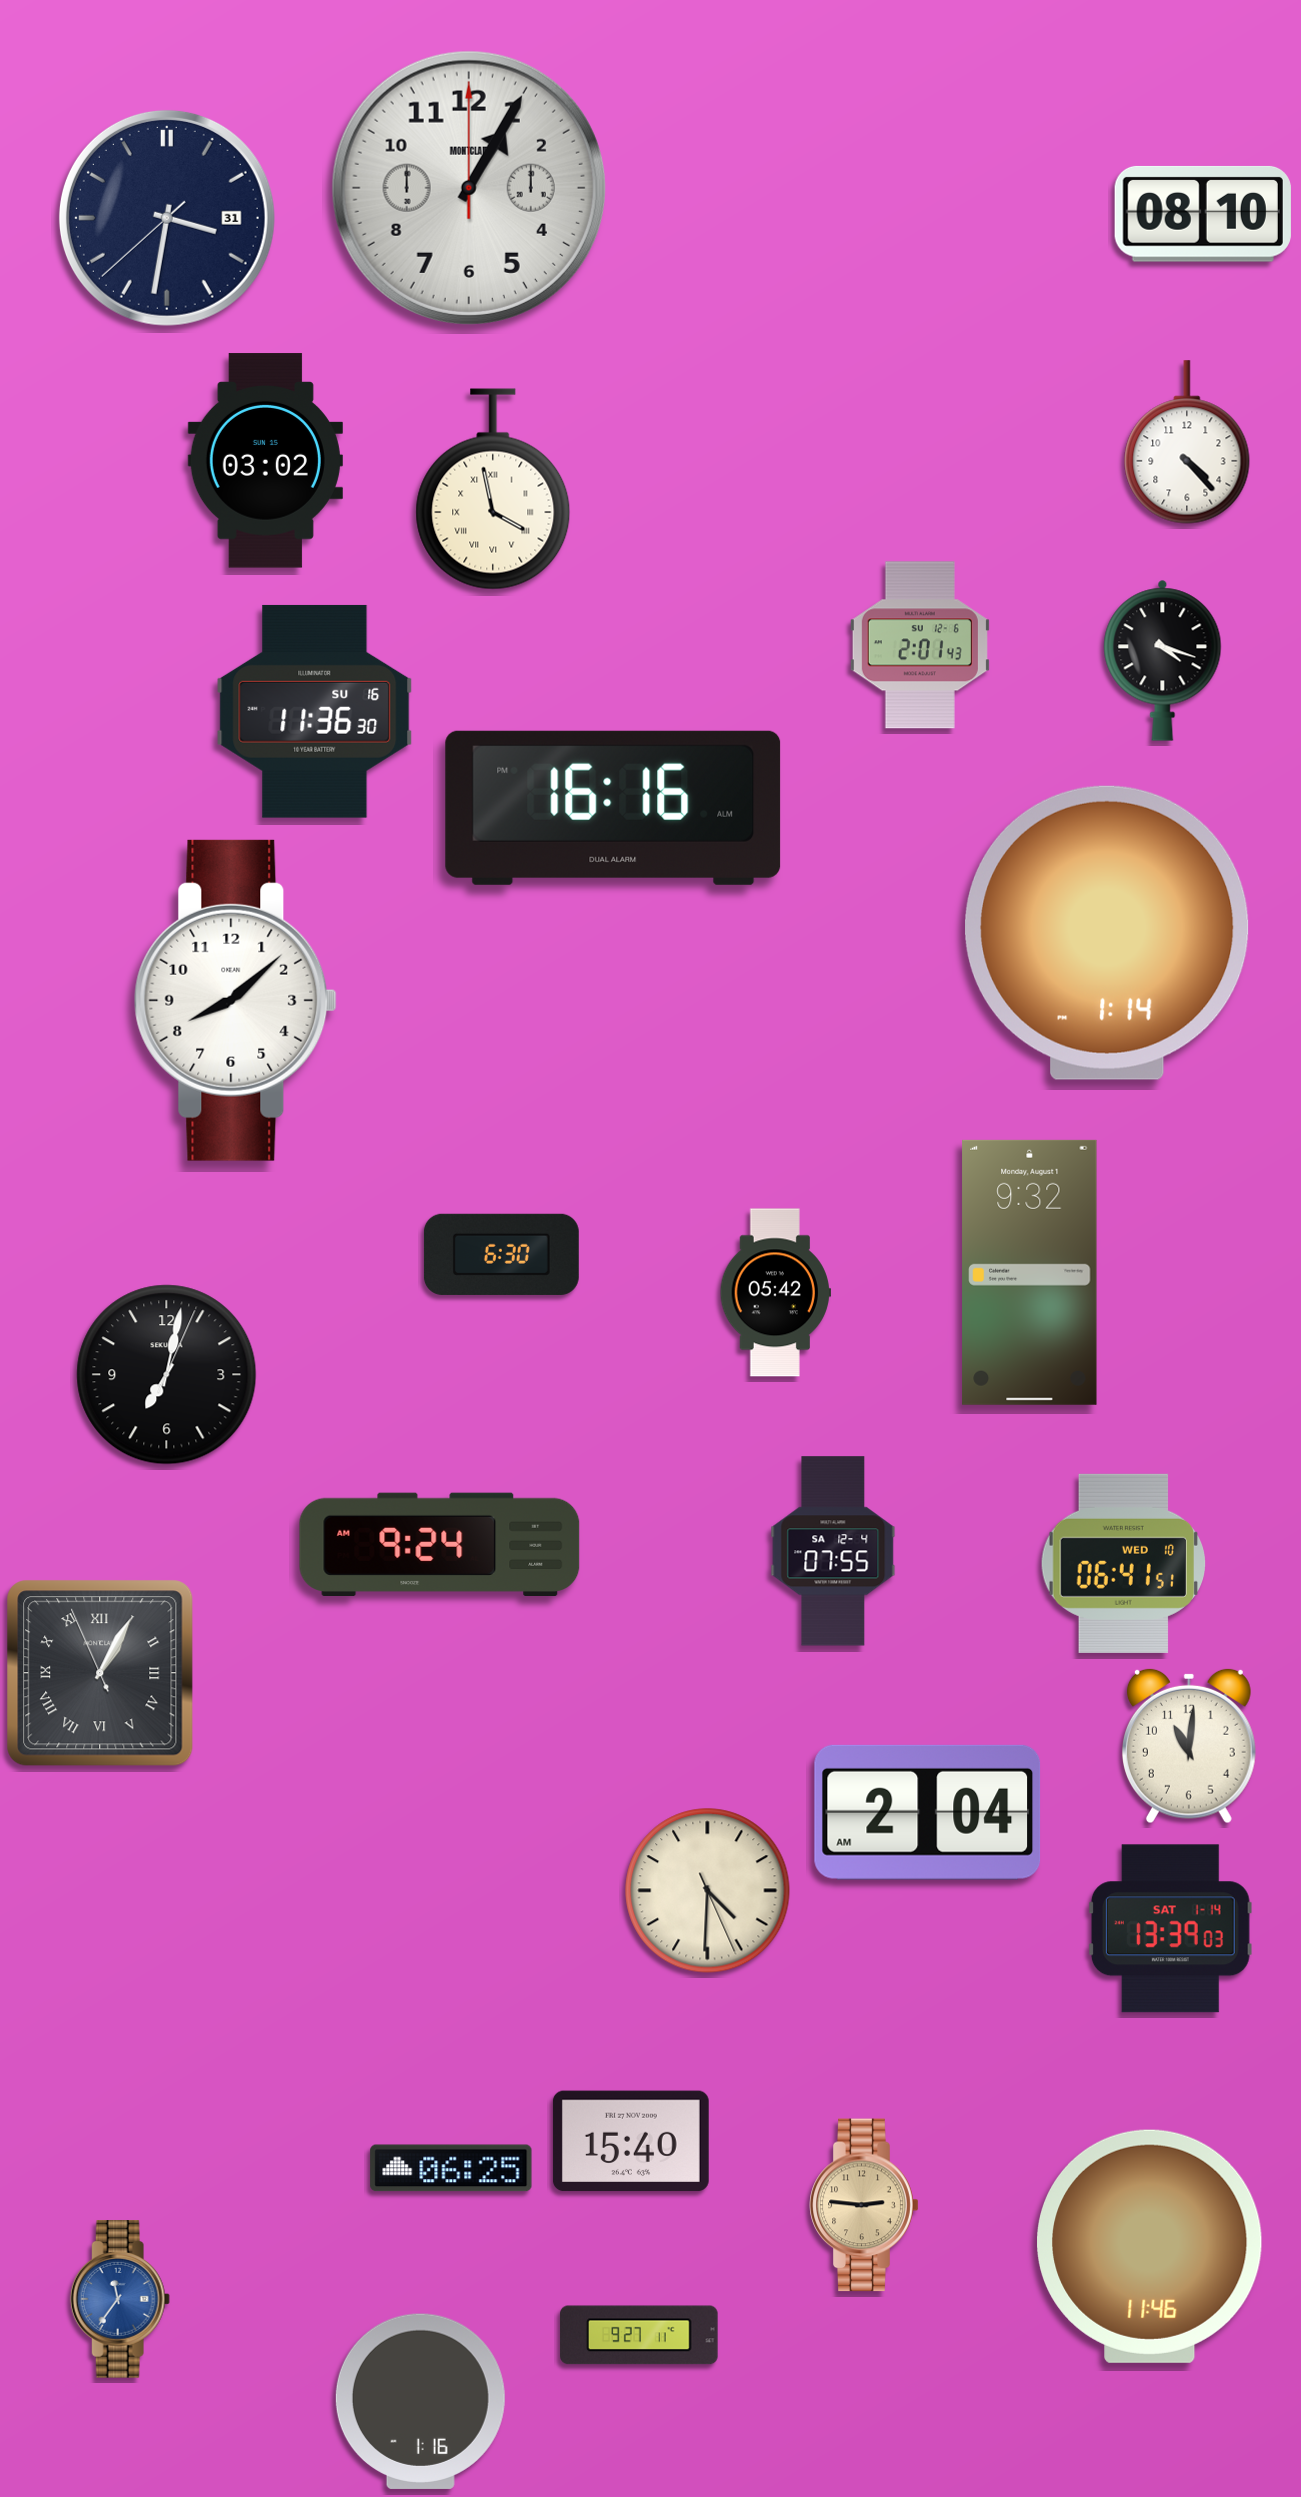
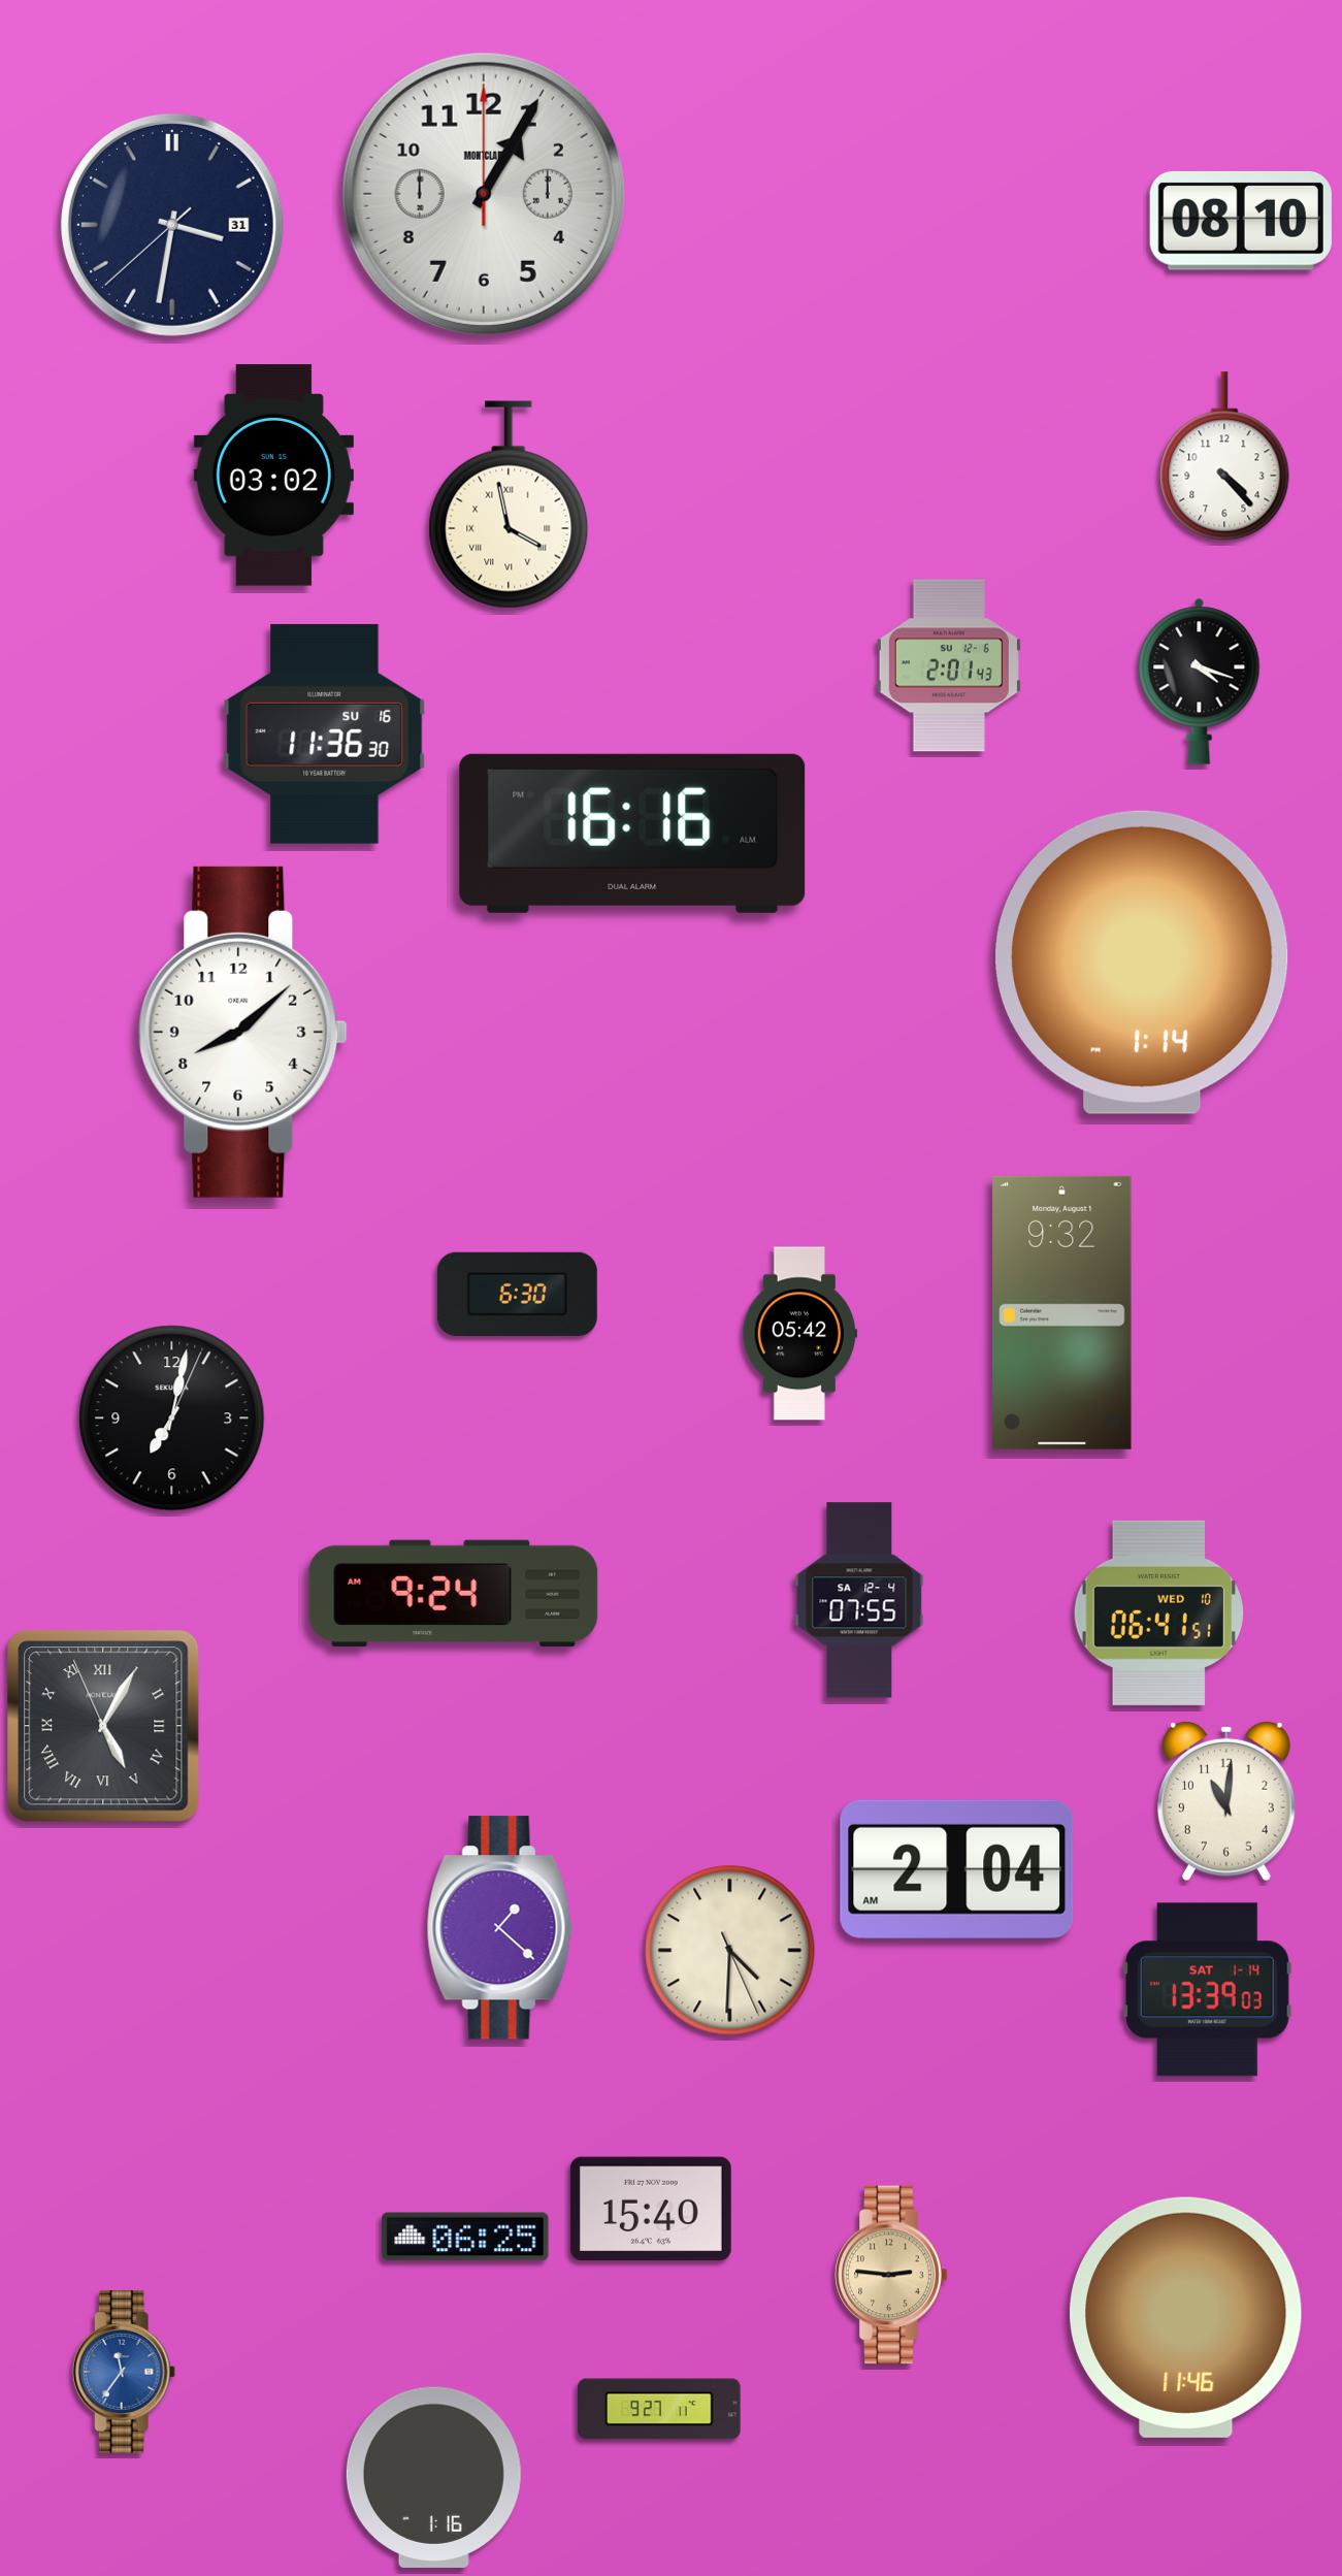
clock at (100, 1673): 1:04 -> 5:04
clock at (499, 1928): none -> 1:22
